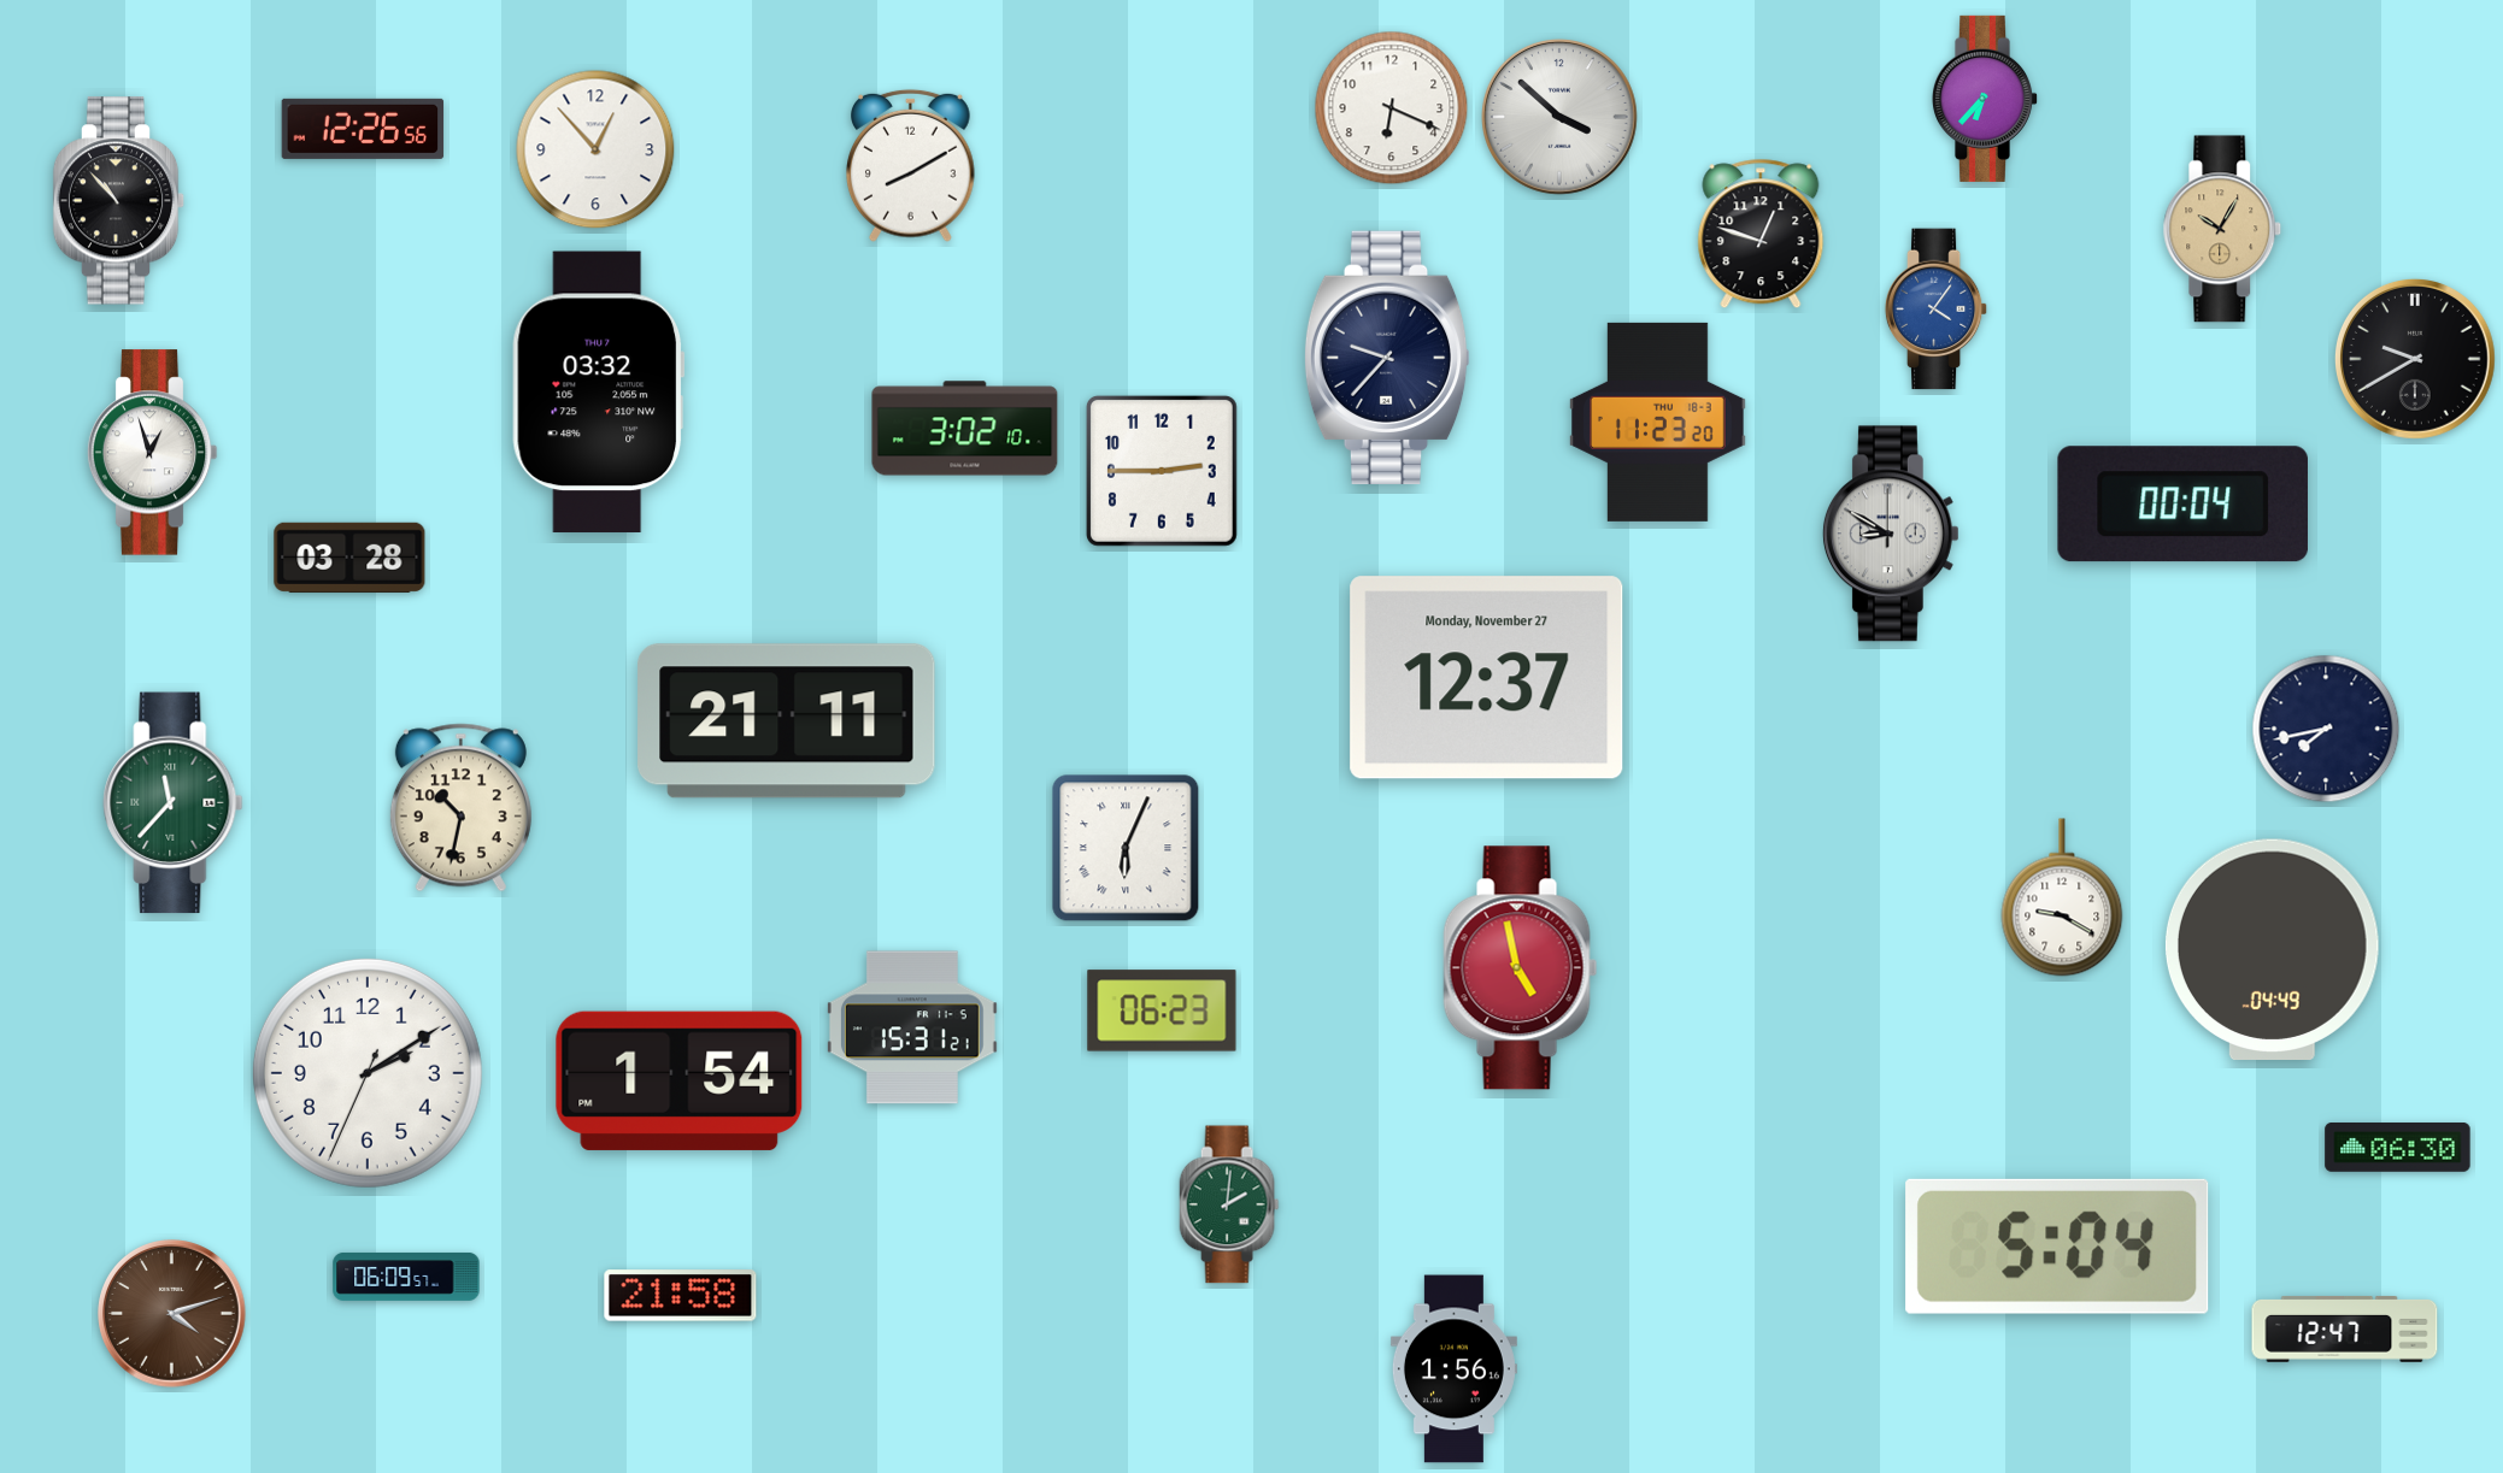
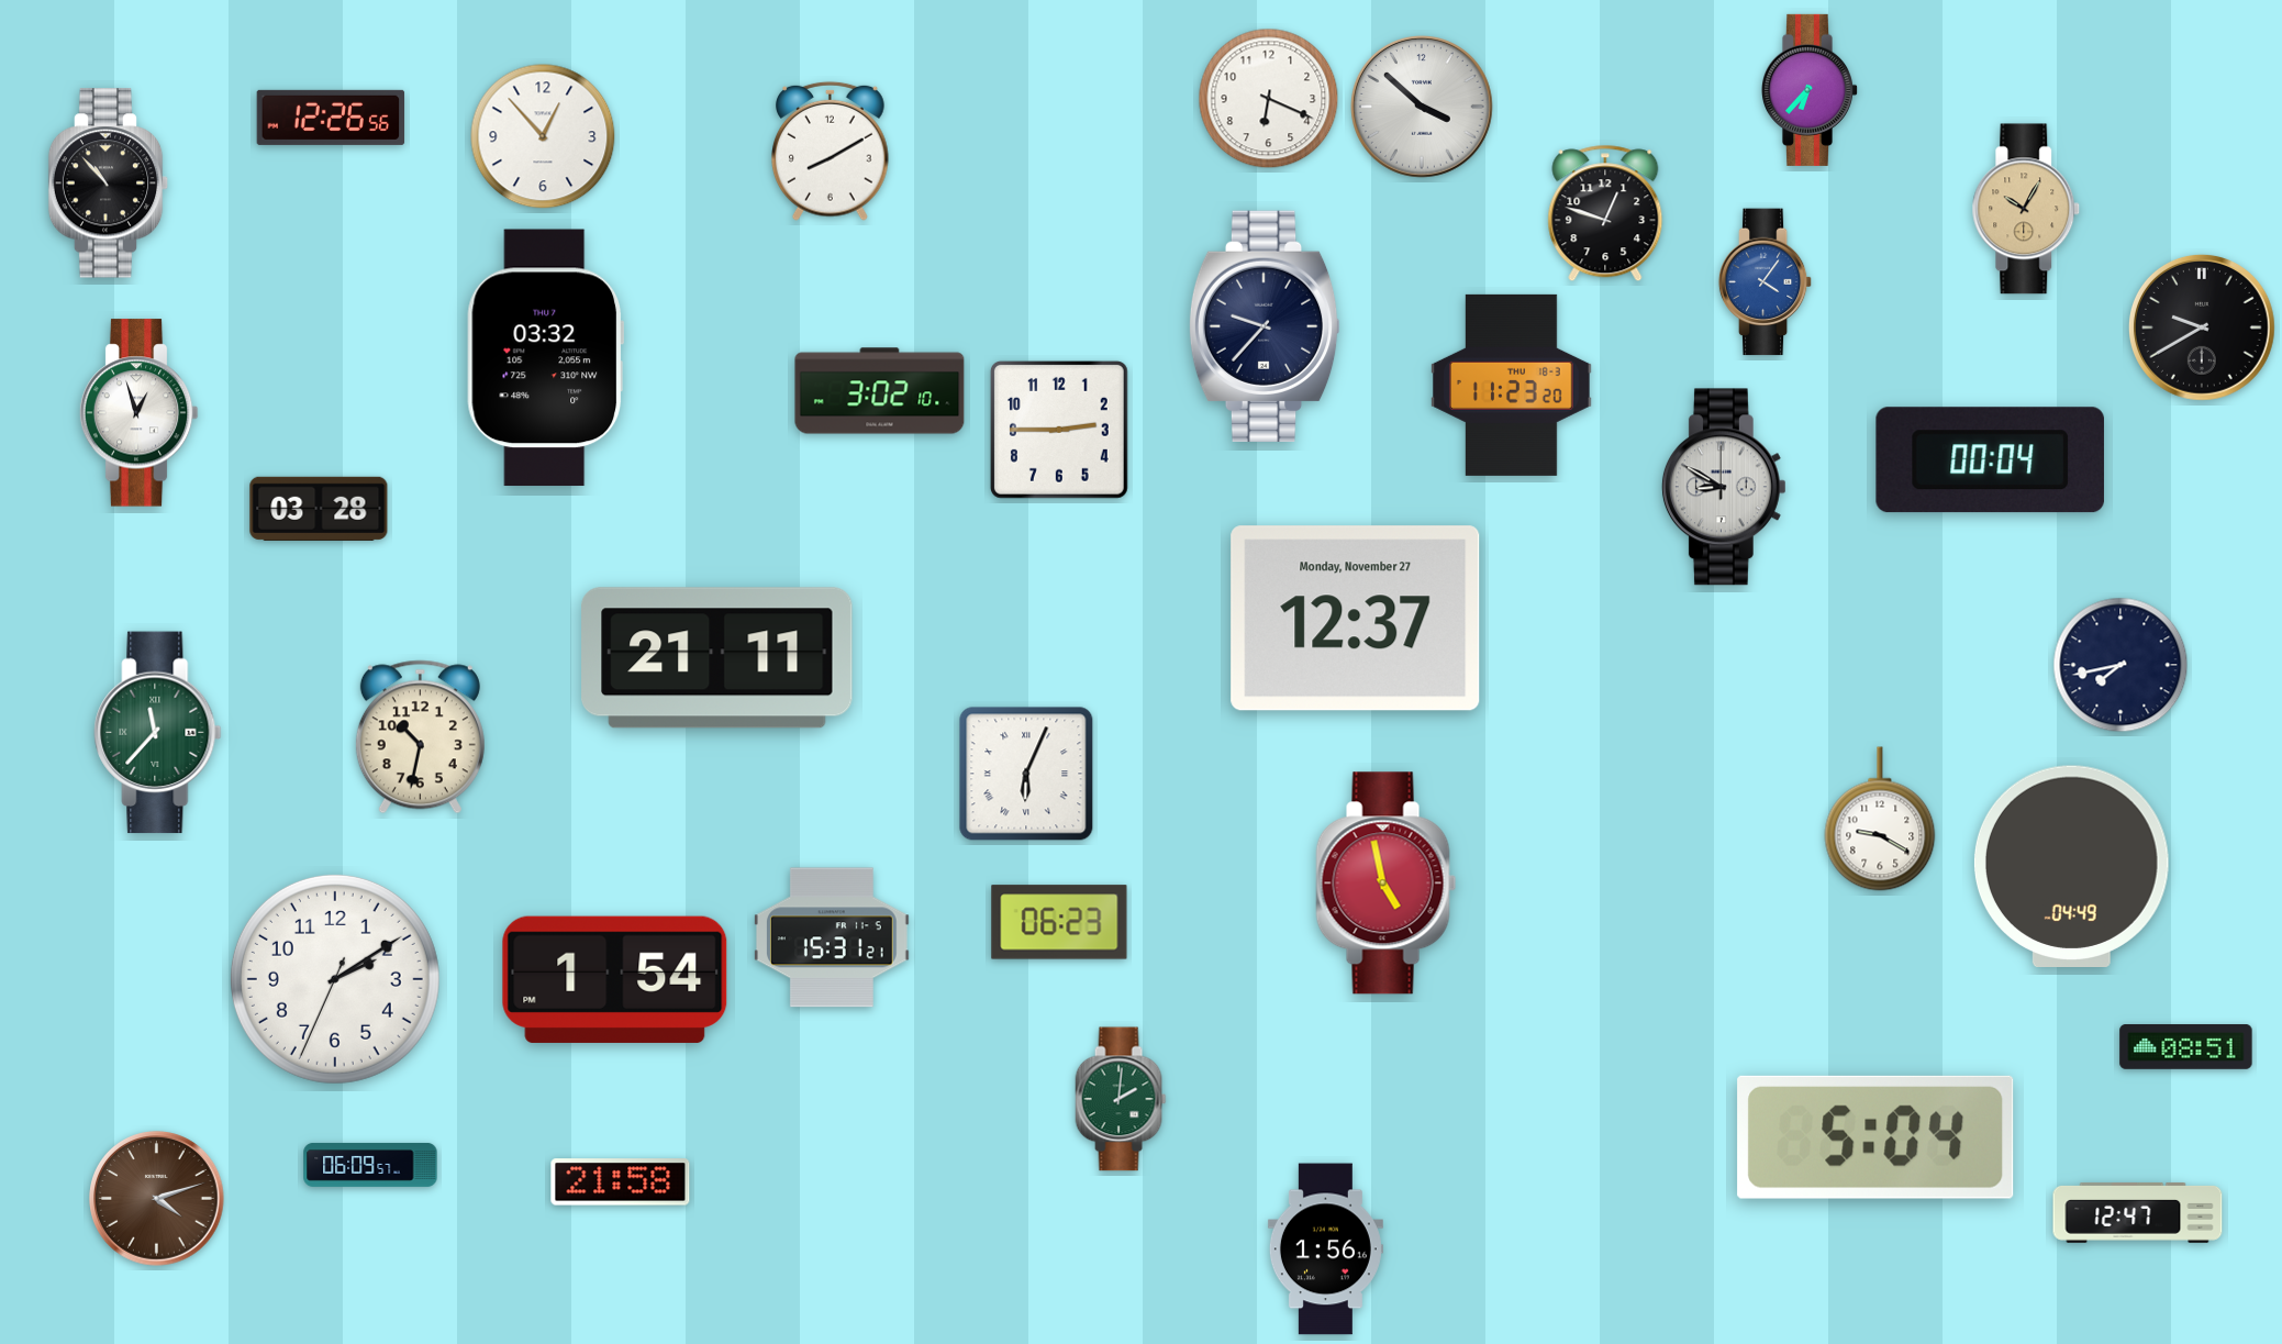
clock at (680, 1080) position: (680, 1080) -> (615, 979)
clock at (2398, 1148): 06:30 -> 08:51
